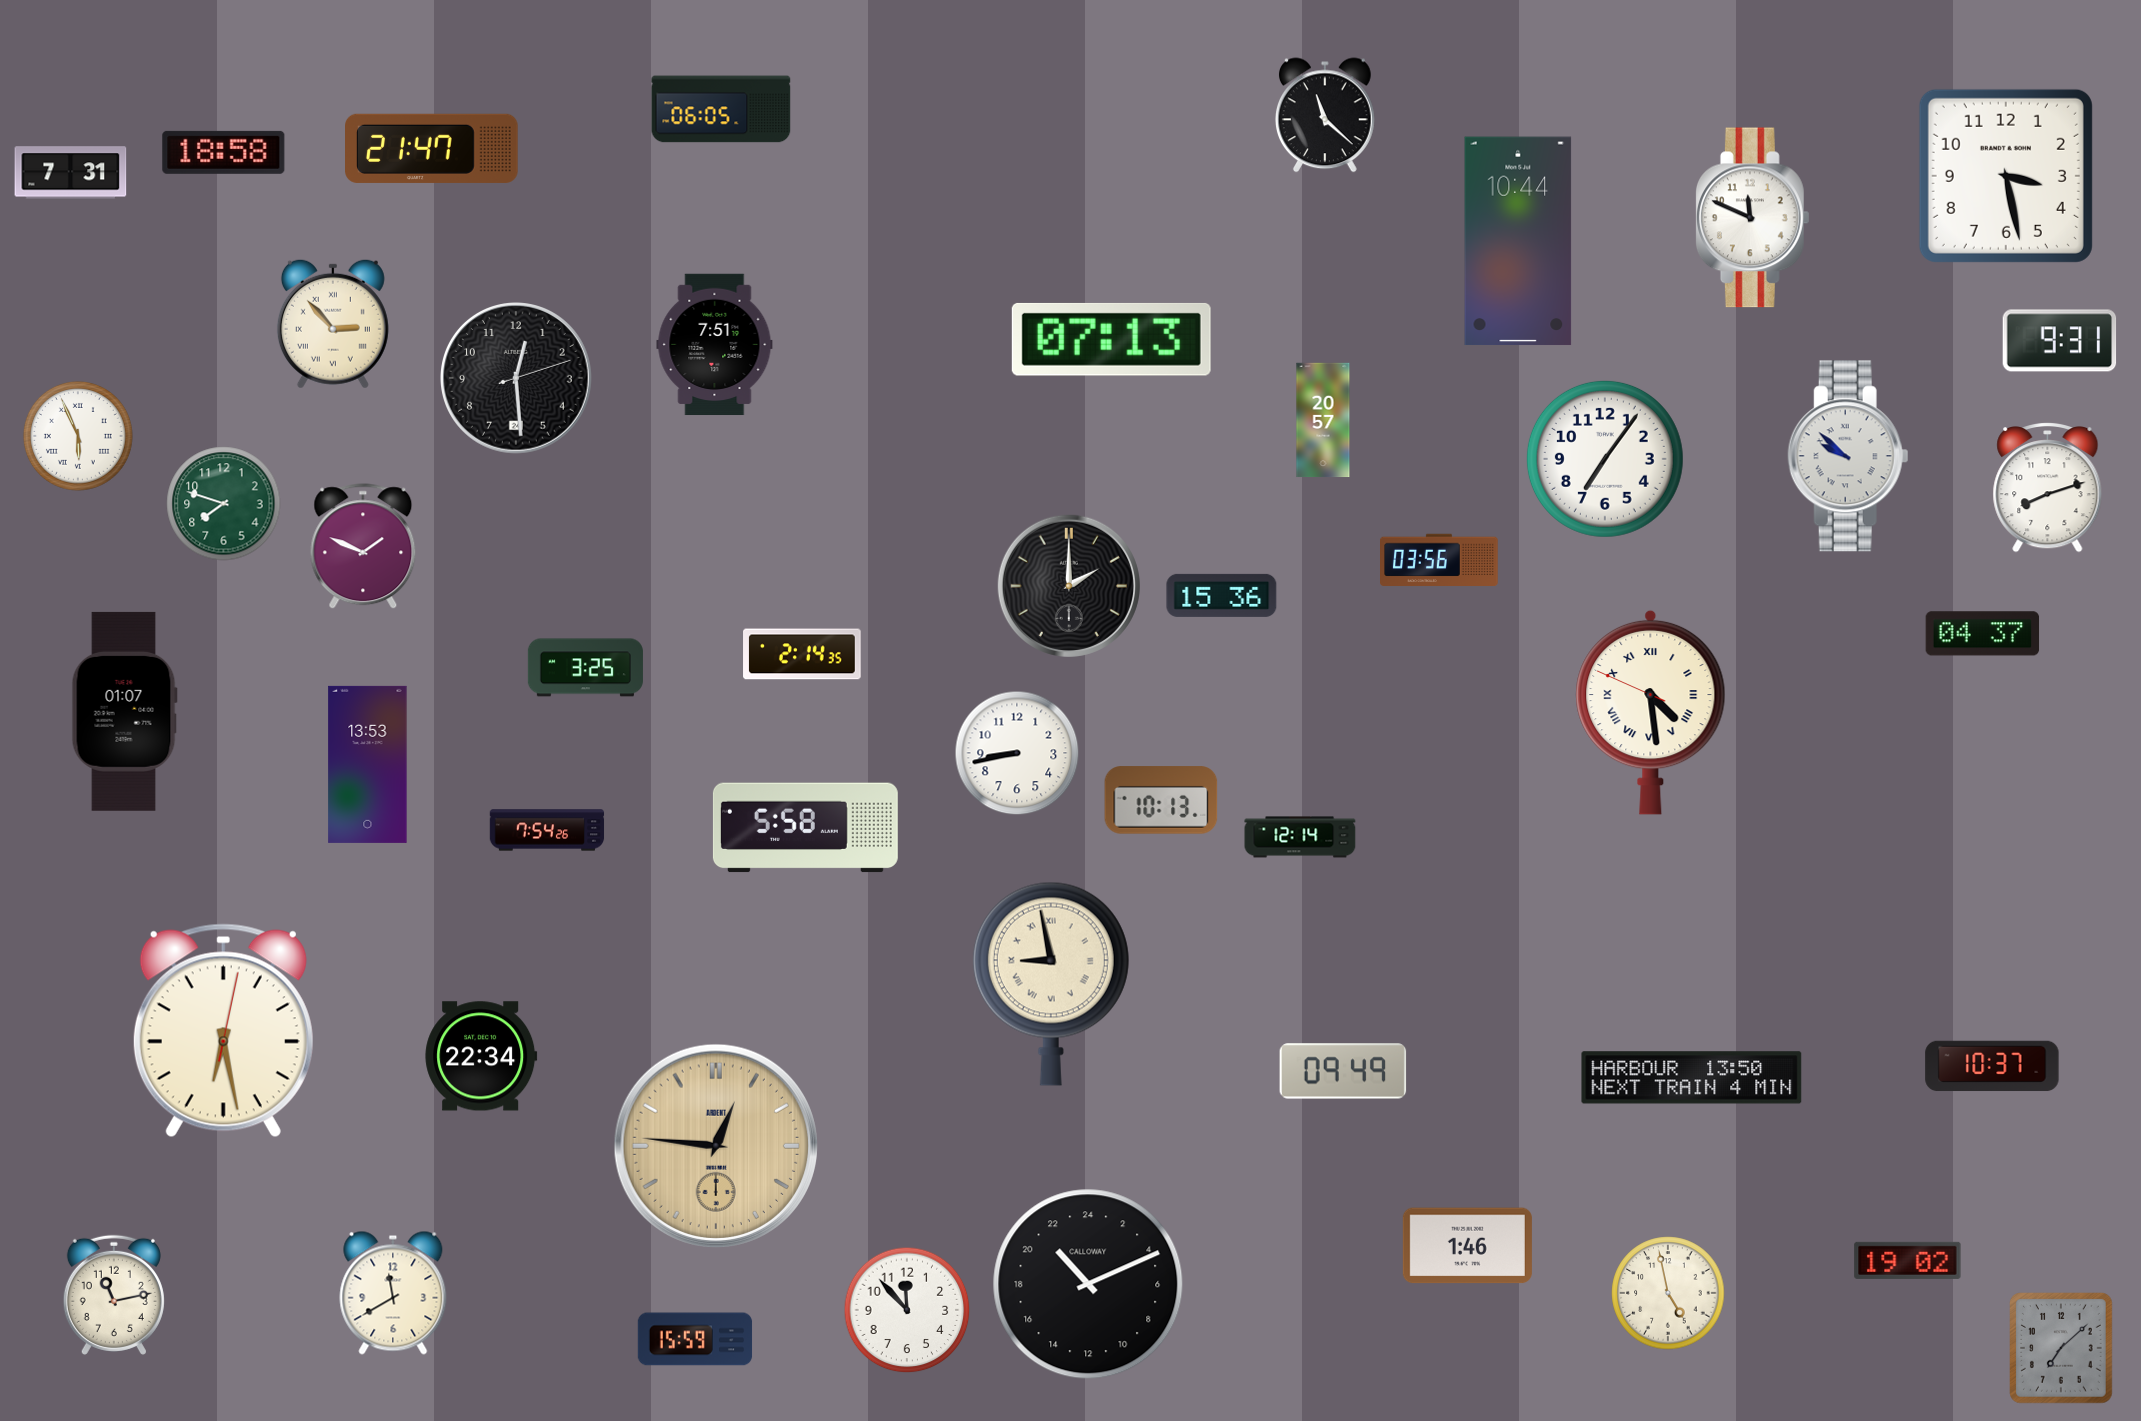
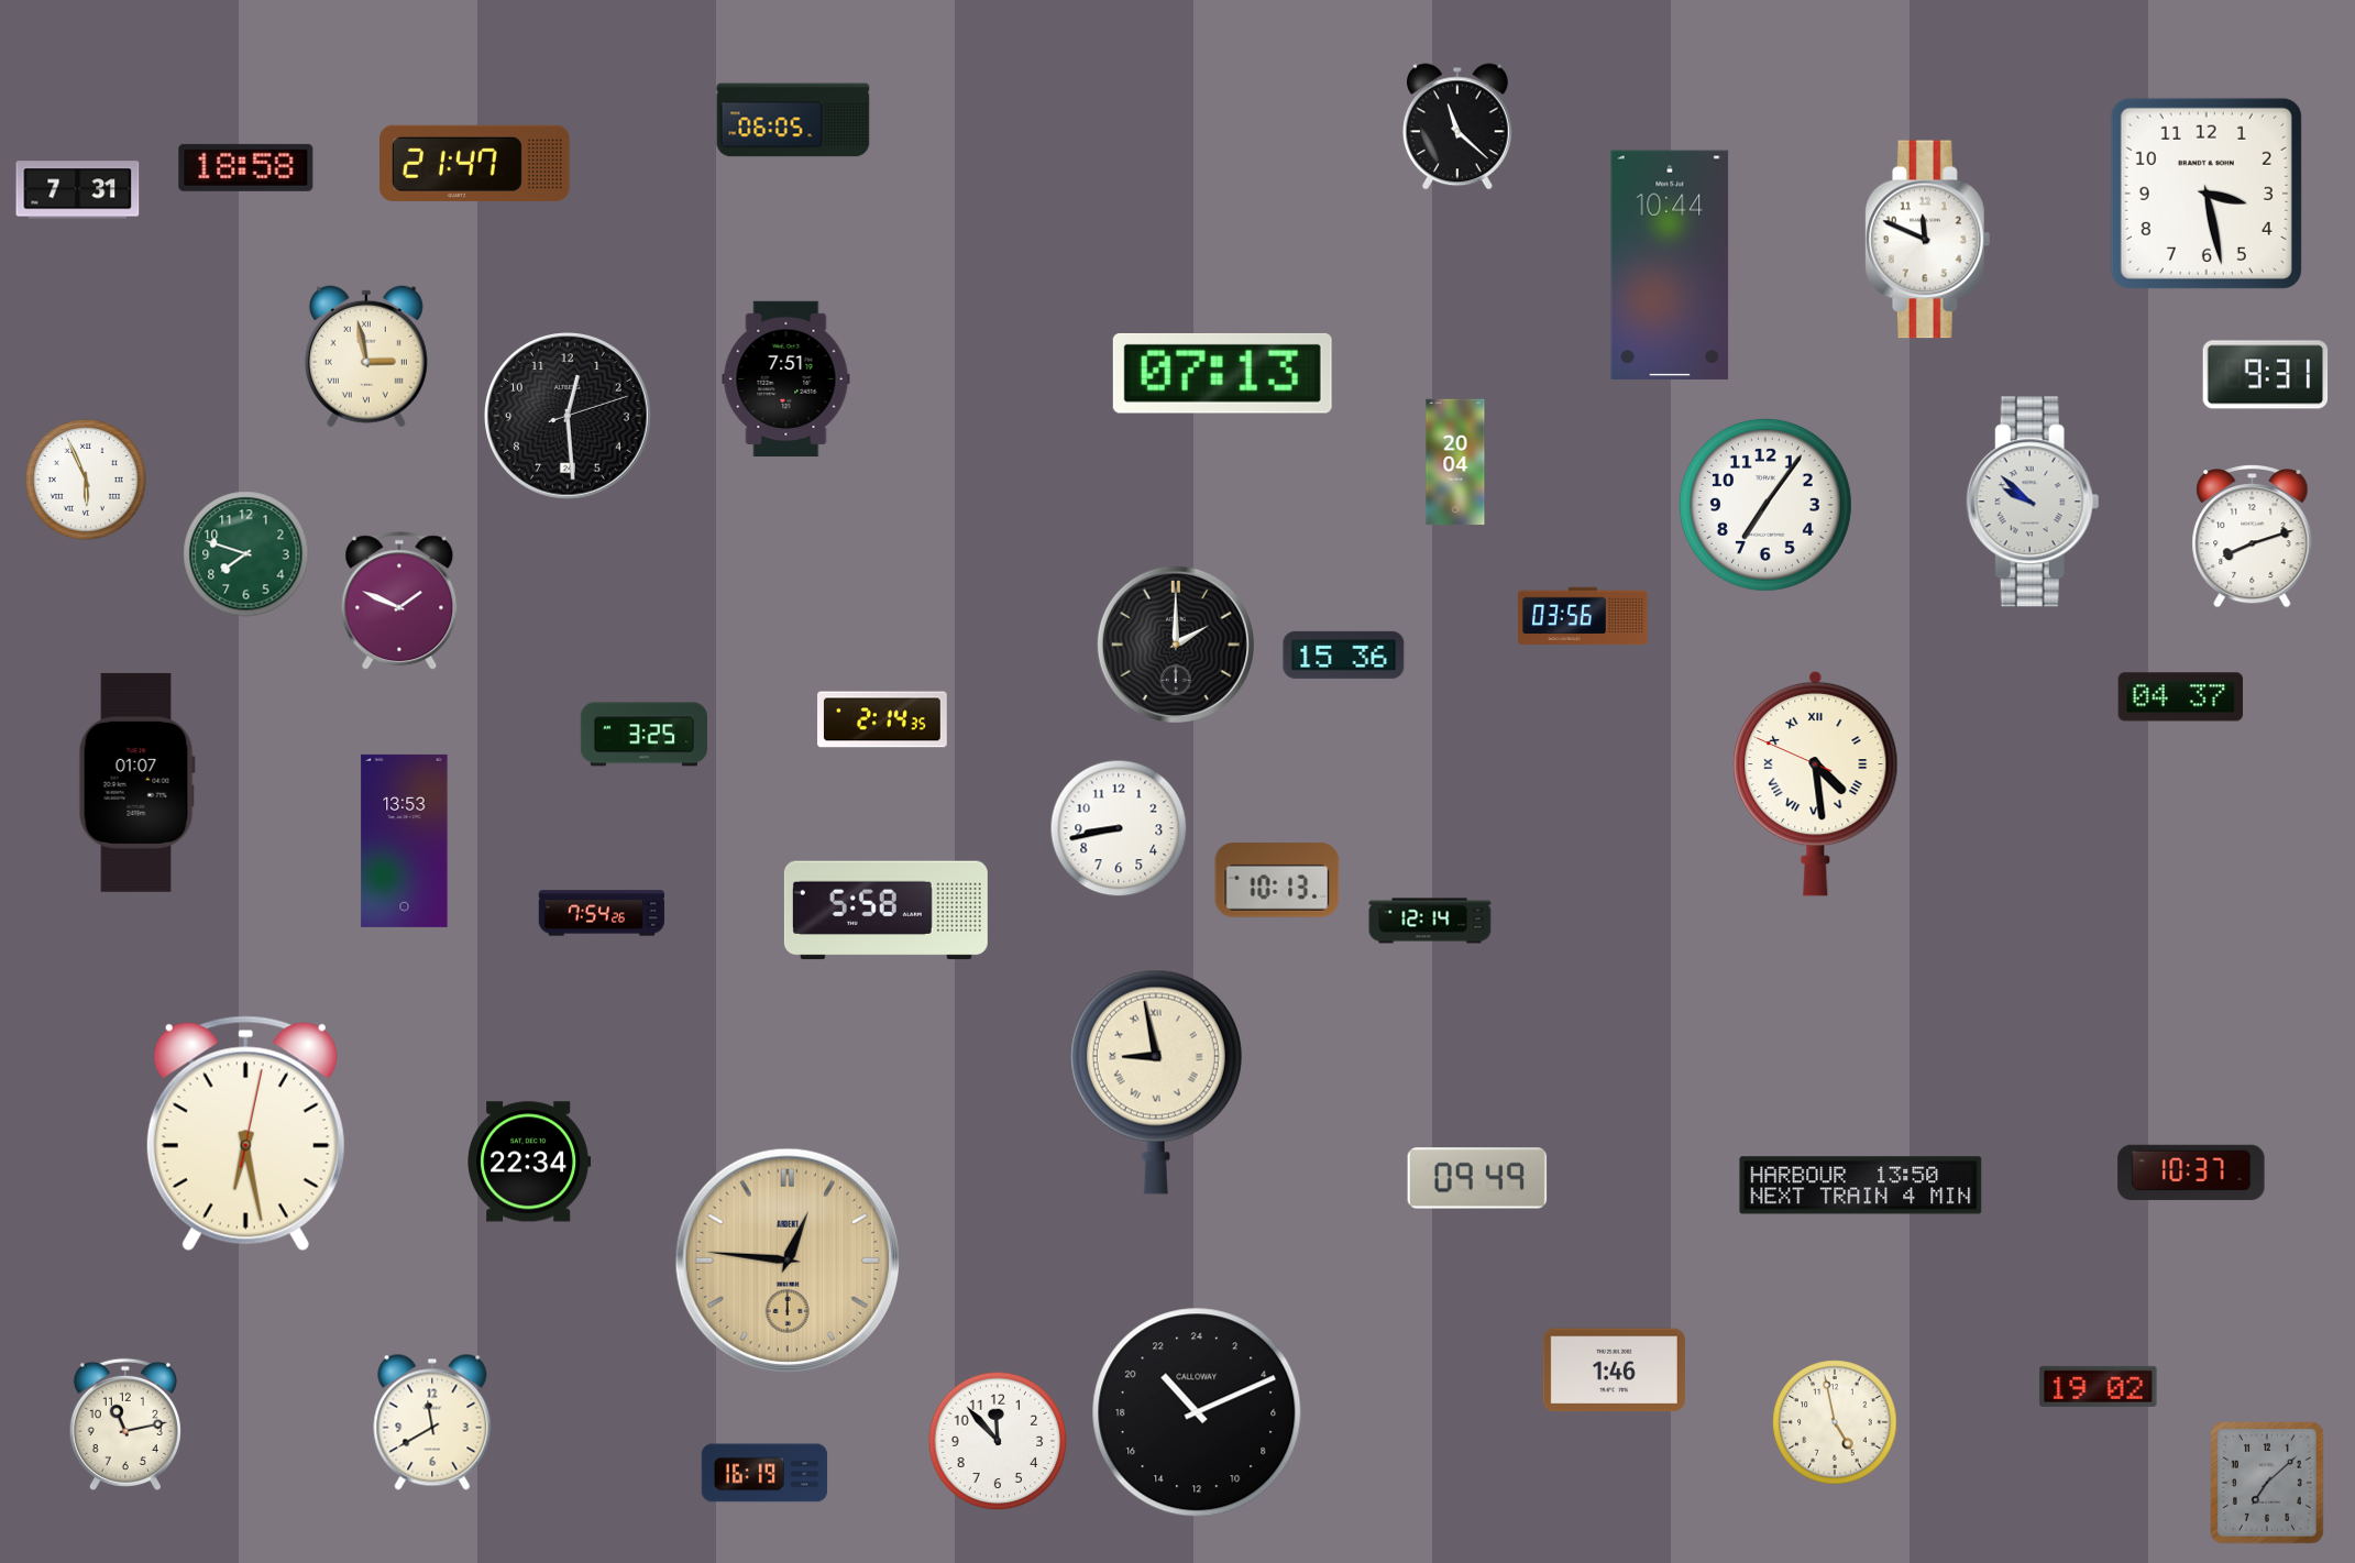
clock at (333, 324): 2:53 -> 2:58
clock at (1323, 420): 20:57 -> 20:04
clock at (695, 1339): 15:59 -> 16:19
